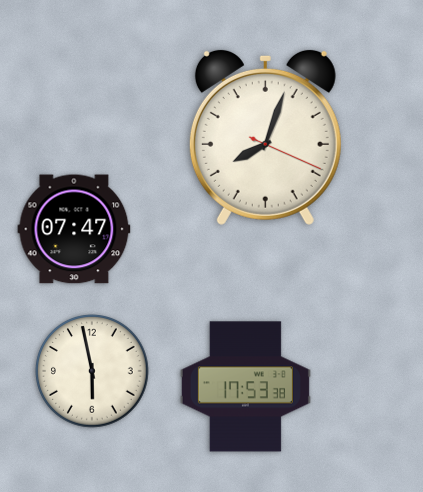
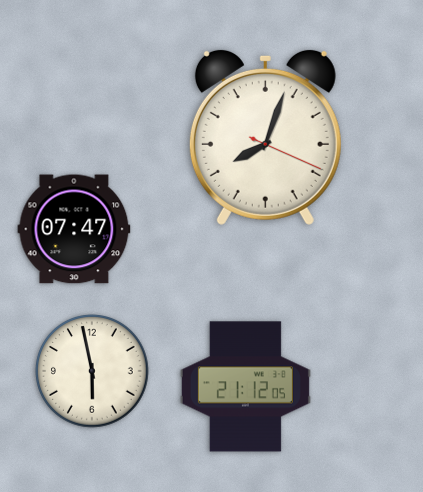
clock at (245, 387): 17:53 -> 21:12
